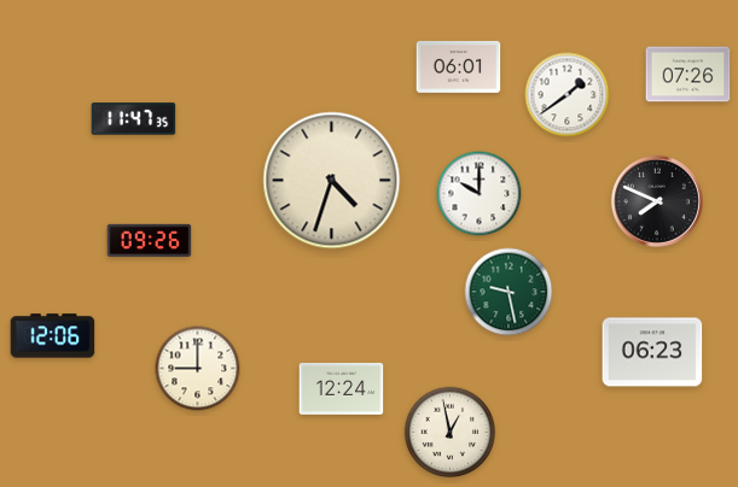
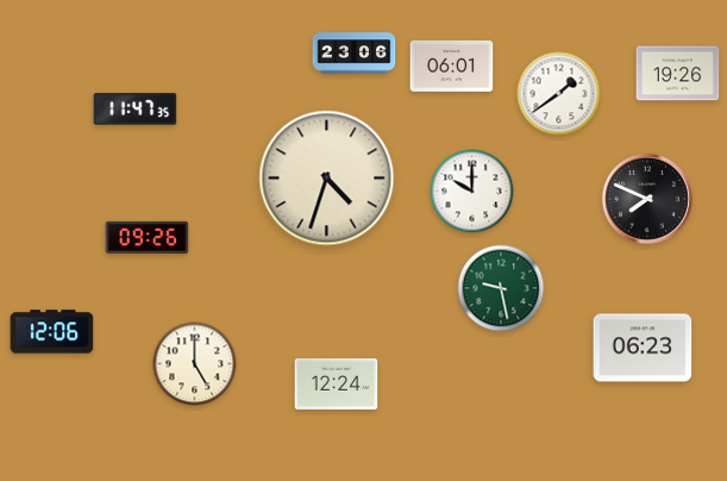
clock at (355, 54): none -> 23:06
clock at (688, 75): 07:26 -> 19:26
clock at (134, 119) position: (134, 119) -> (136, 110)
clock at (198, 369): 9:00 -> 5:00
clock at (451, 433): 12:58 -> none
